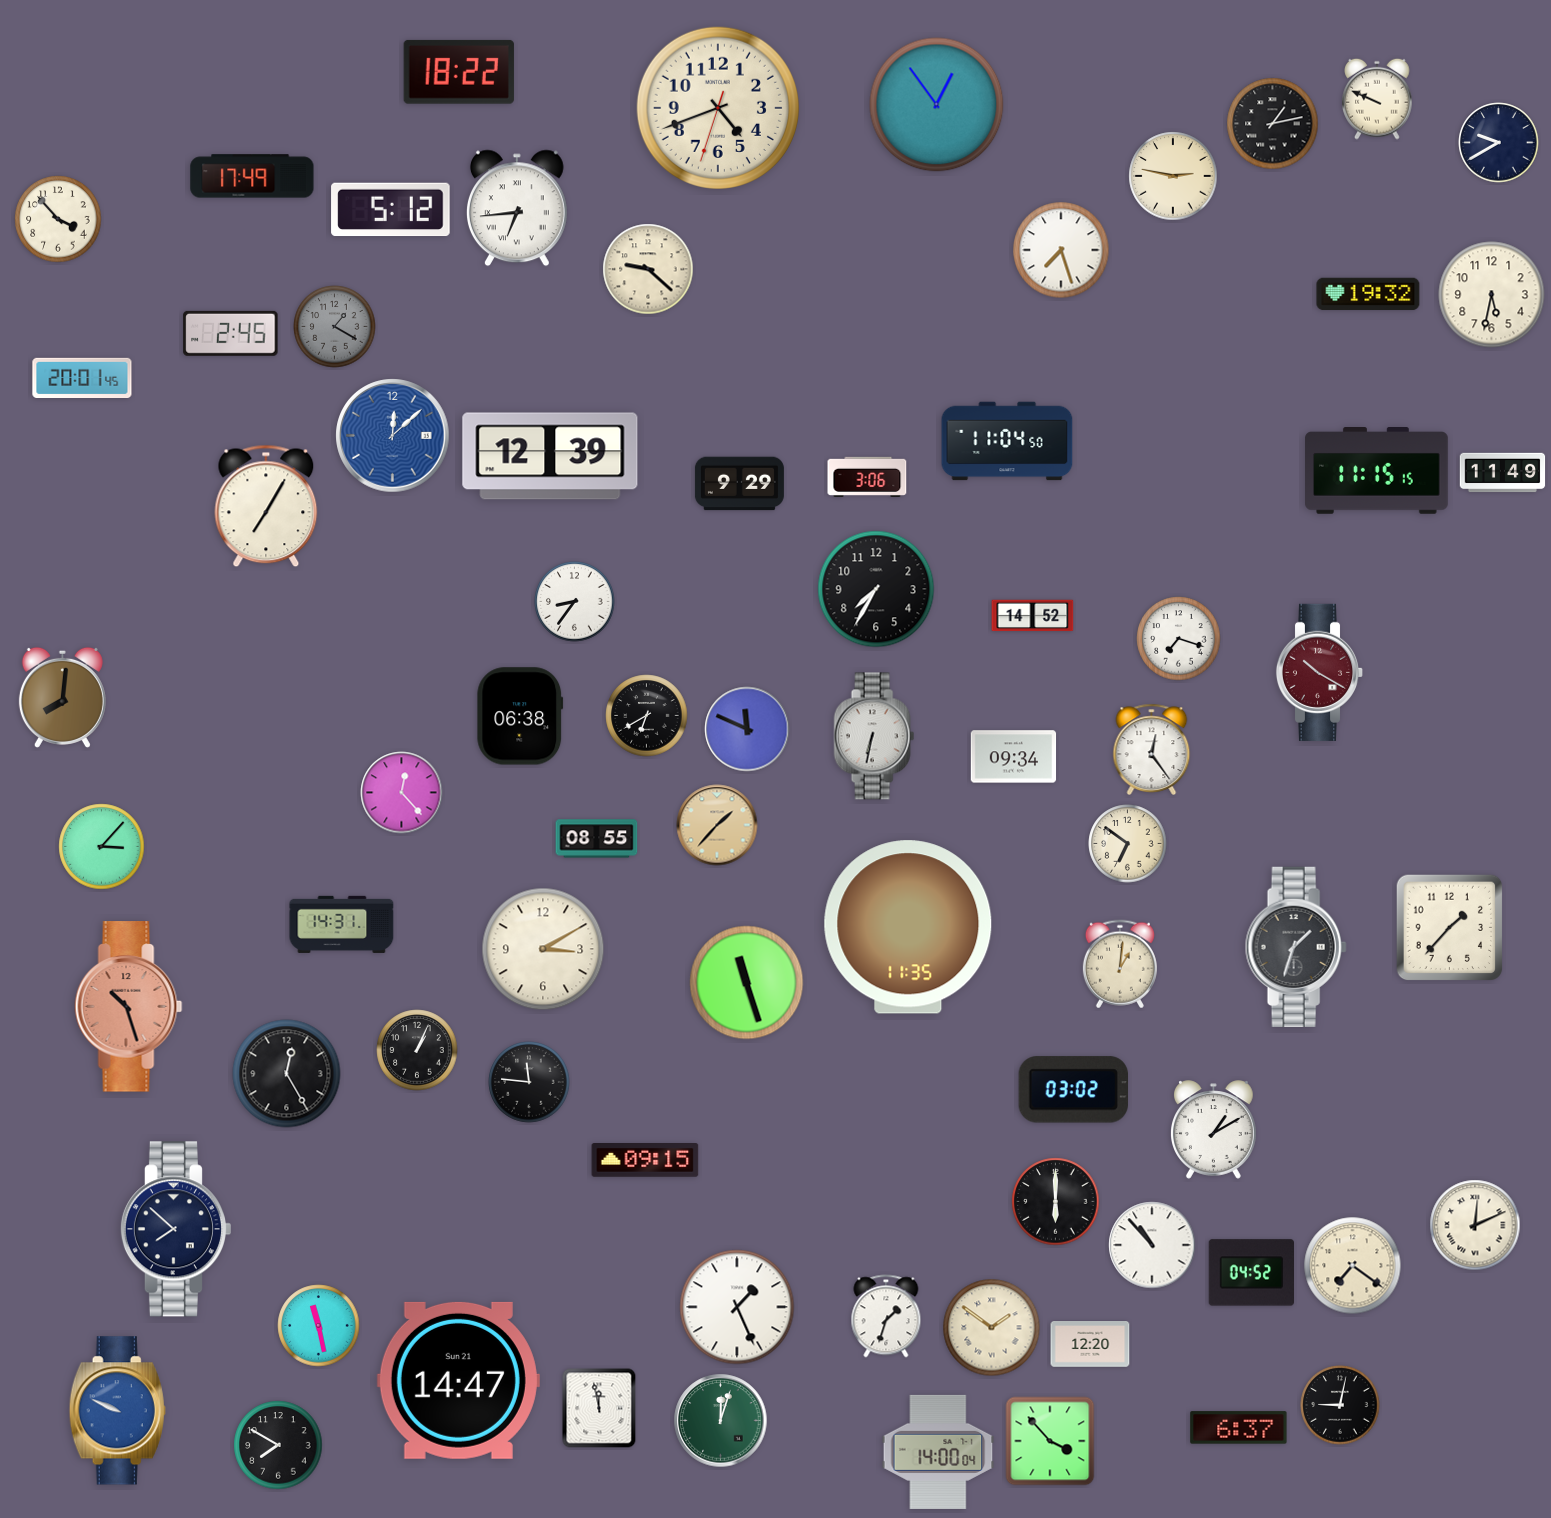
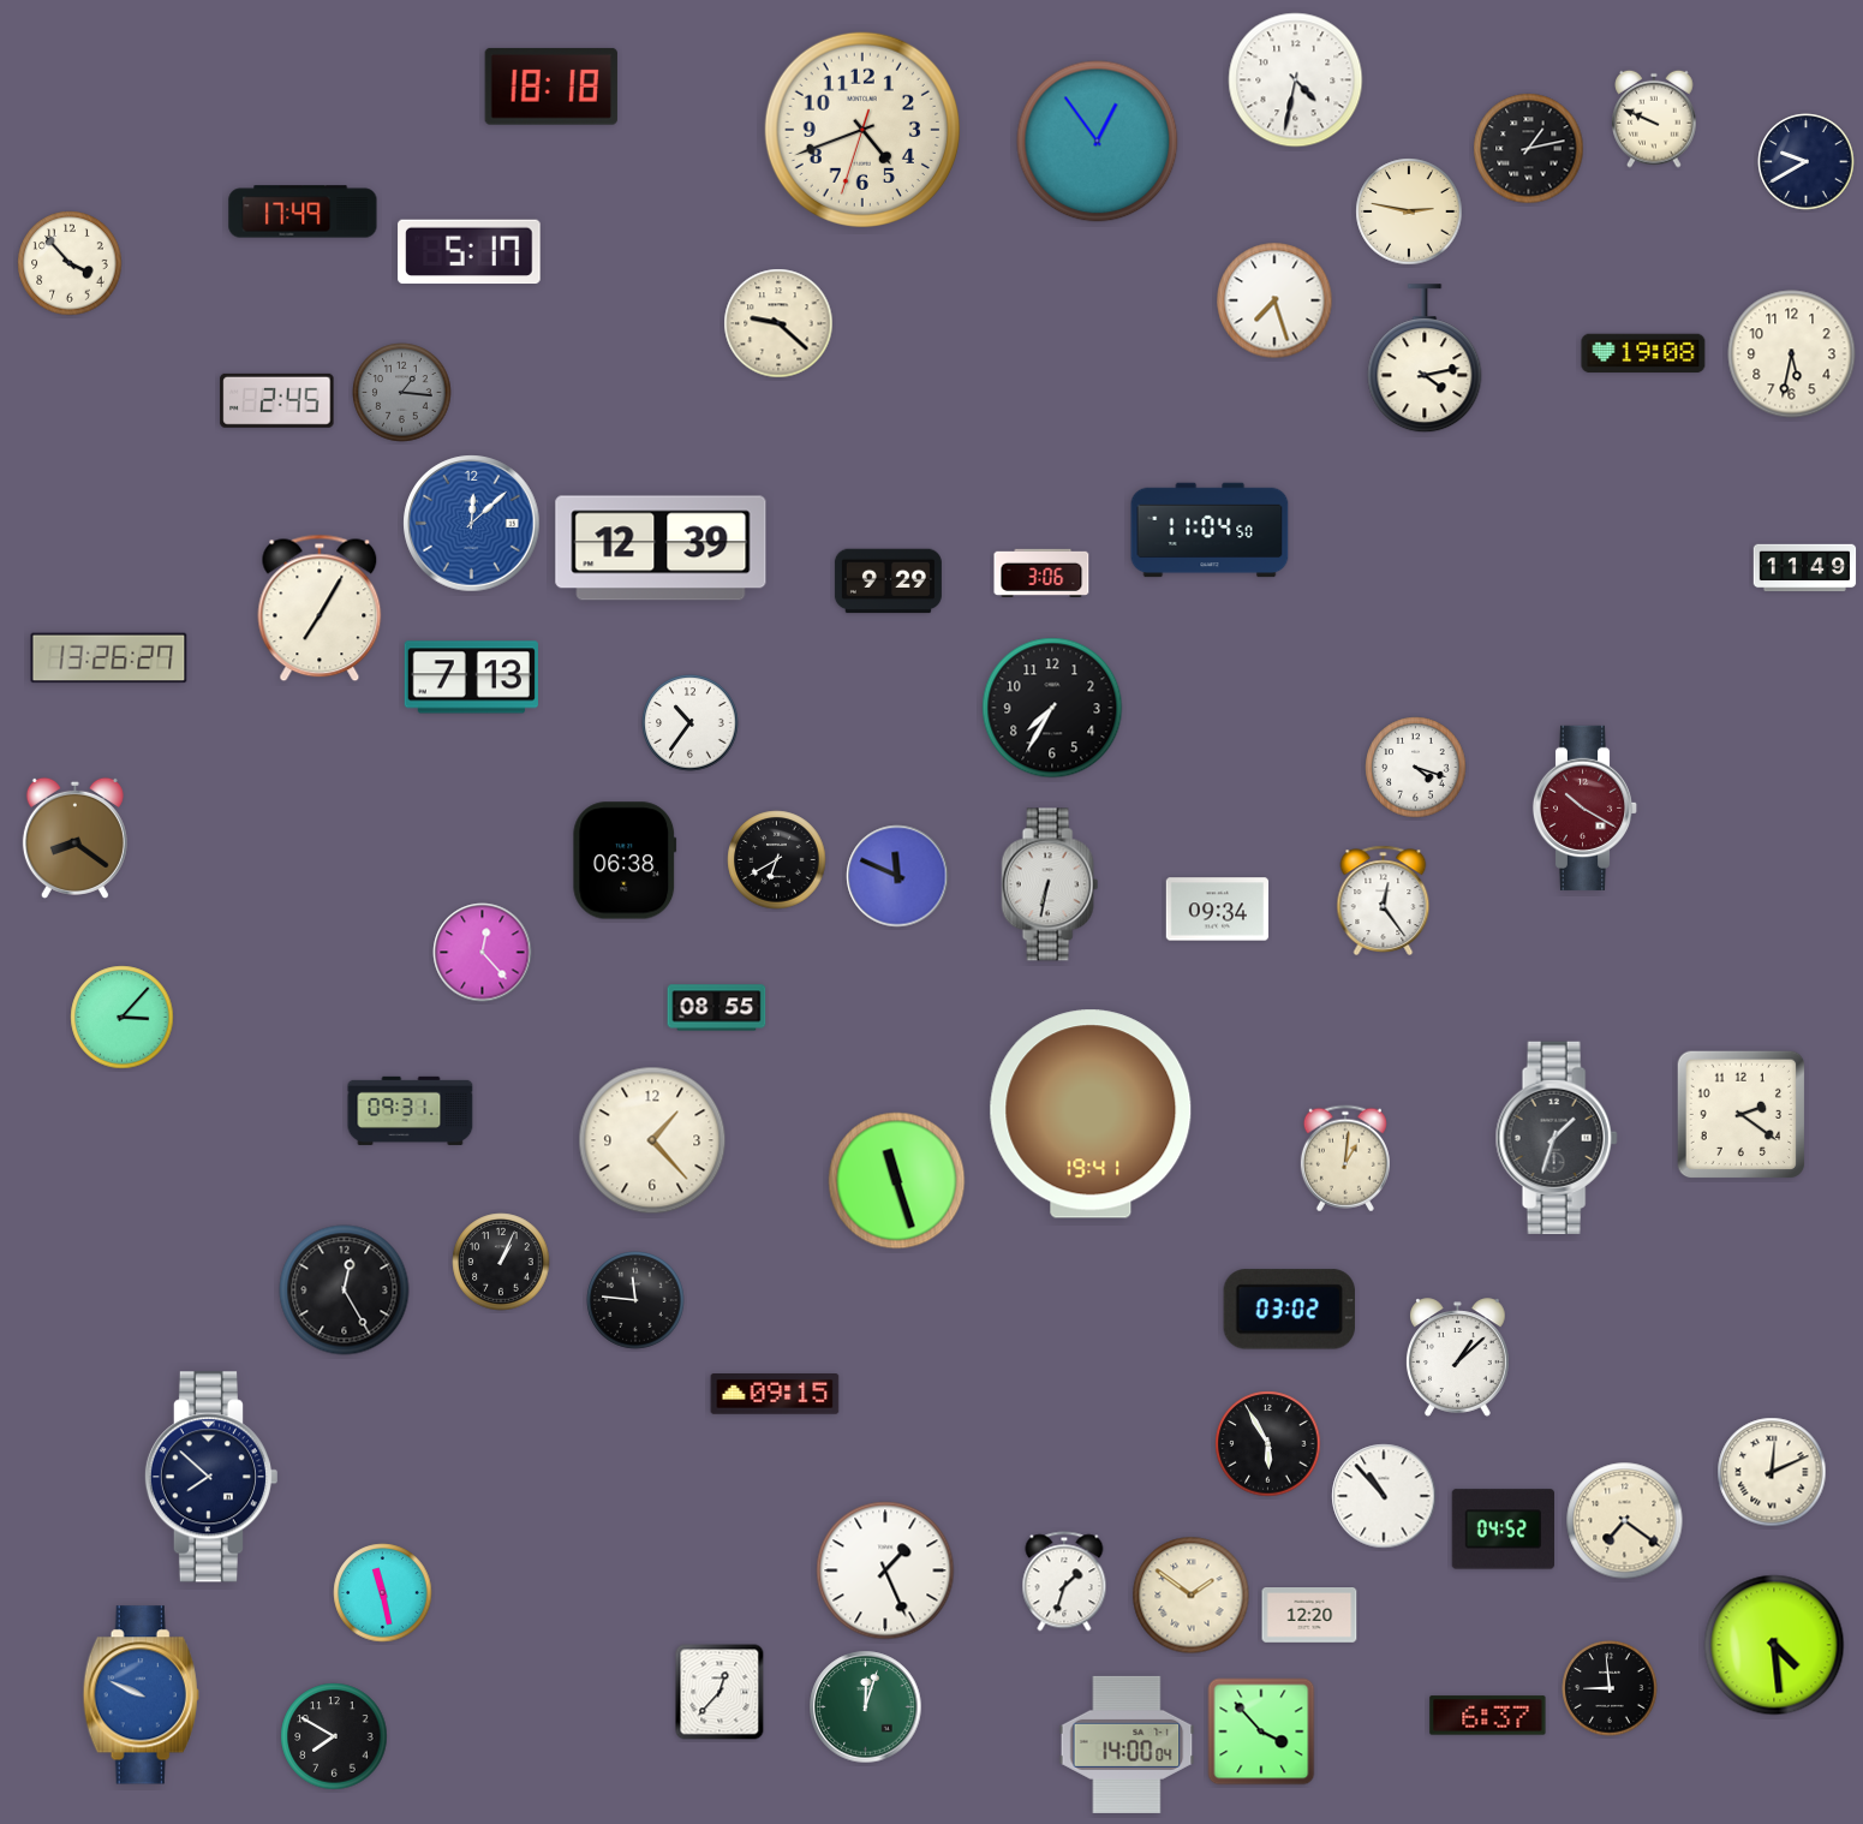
clock at (1296, 81): none -> 4:32
clock at (459, 72): 18:22 -> 18:18
clock at (937, 105) position: (937, 105) -> (1098, 142)
clock at (1499, 143) position: (1499, 143) -> (1807, 162)
clock at (517, 208): 6:44 -> none
clock at (391, 210): 5:12 -> 5:17
clock at (1368, 294): 19:32 -> 19:08
clock at (1425, 359): none -> 4:13
clock at (335, 327): 1:20 -> 1:16
clock at (82, 377): 20:01 -> none
clock at (1377, 471): 11:15 -> none
clock at (109, 658): none -> 13:26
clock at (471, 678): none -> 7:13
clock at (575, 602): 8:36 -> 10:36
clock at (1033, 616): 14:52 -> none
clock at (1179, 639): 7:18 -> 4:18
clock at (62, 697): 8:01 -> 8:21
clock at (717, 825): 1:37 -> none
clock at (1128, 844): 6:51 -> none
clock at (342, 924): 14:31 -> 09:31
clock at (908, 927): 11:35 -> 19:41
clock at (1450, 928): 1:37 -> 2:21
clock at (543, 949): 3:10 -> 1:23
clock at (129, 1007): 10:27 -> none
clock at (1214, 1130): 1:10 -> 1:08
clock at (1056, 1202): 6:00 -> 5:55
clock at (1774, 1645): none -> 4:29
clock at (458, 1380): 14:47 -> none
clock at (1340, 1405): 9:02 -> 8:59
clock at (599, 1408): 11:58 -> 12:37
